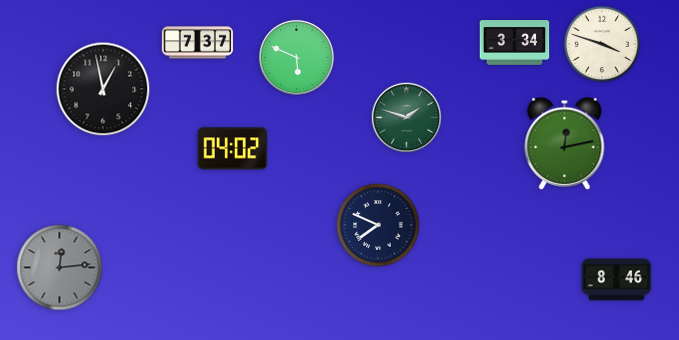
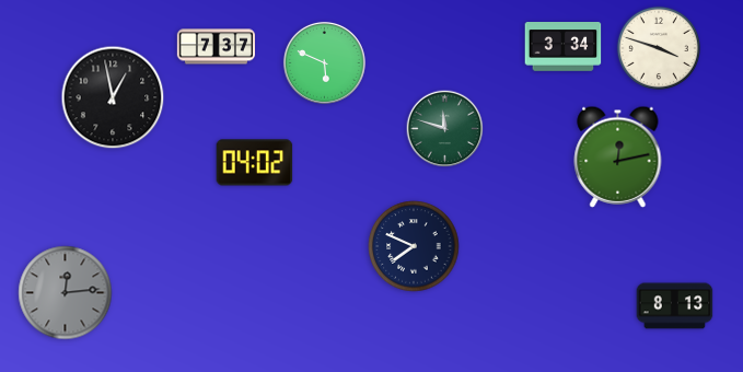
clock at (407, 118): 1:48 -> 11:48
clock at (617, 280): 8:46 -> 8:13
